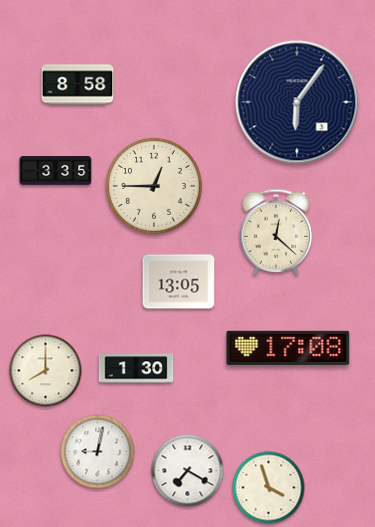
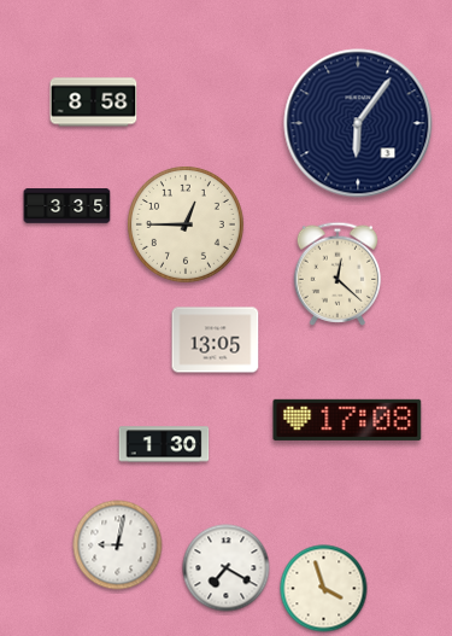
clock at (276, 232) position: (276, 232) -> (337, 274)
clock at (46, 371): 8:00 -> none
